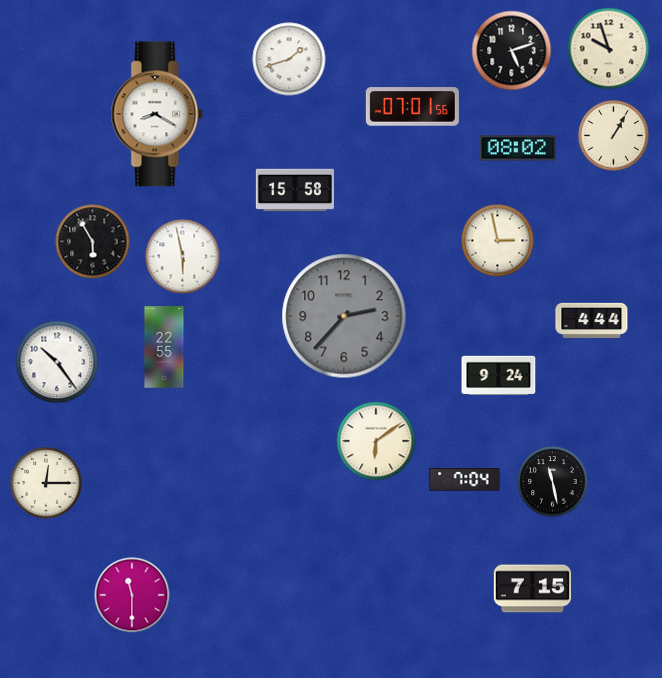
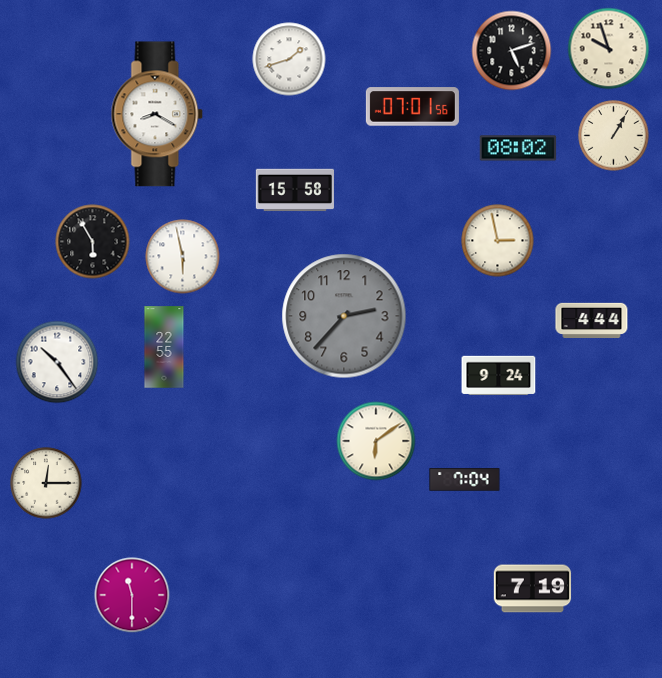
clock at (553, 482): 11:28 -> none
clock at (533, 589): 7:15 -> 7:19
